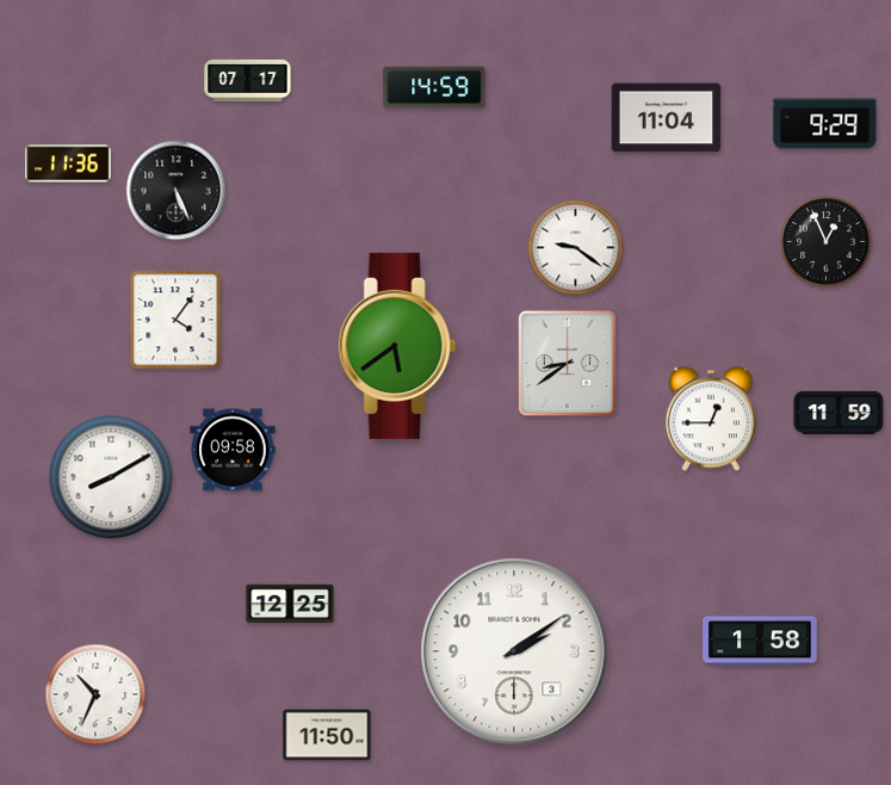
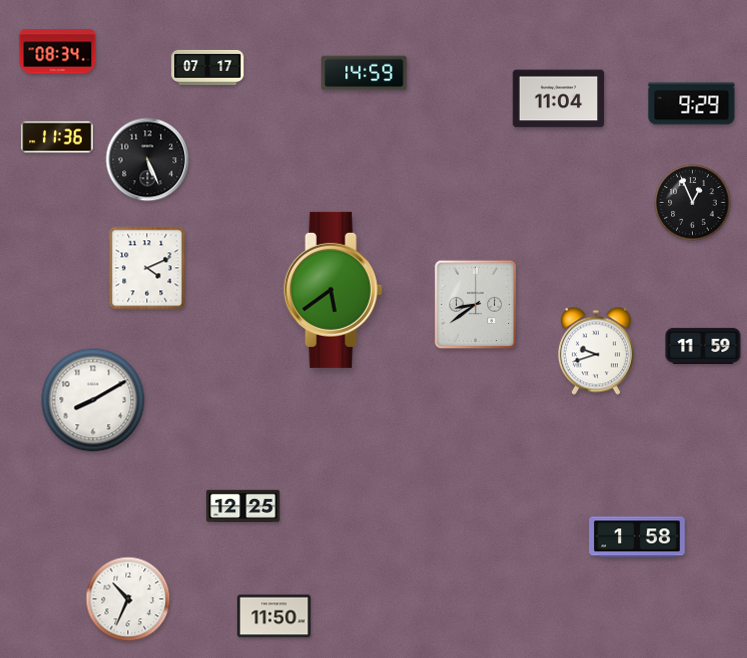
clock at (58, 52): none -> 08:34
clock at (576, 248): 9:21 -> none
clock at (175, 320): 4:06 -> 4:11
clock at (711, 419): 12:45 -> 9:42
clock at (233, 450): 09:58 -> none
clock at (514, 651): 2:09 -> none
clock at (95, 694) position: (95, 694) -> (128, 599)
